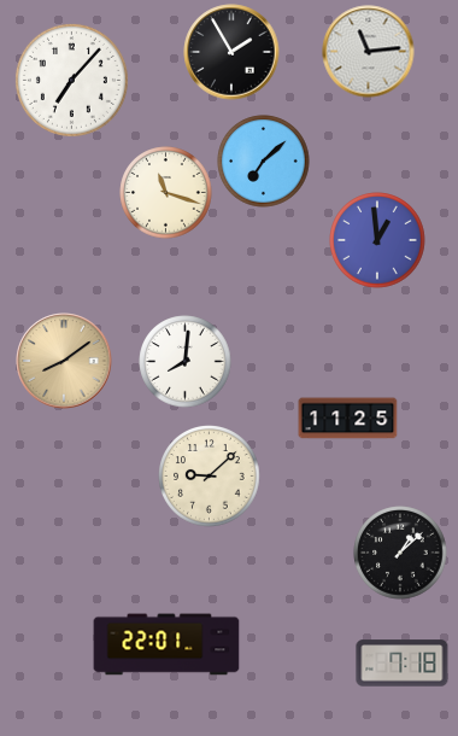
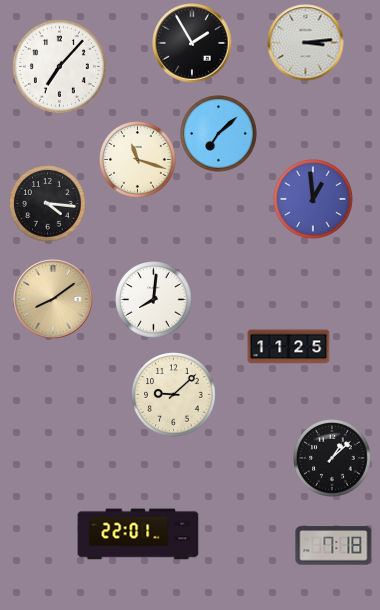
clock at (369, 52): 11:14 -> 3:14
clock at (48, 204): none -> 4:16
clock at (403, 664) position: (403, 664) -> (334, 546)
